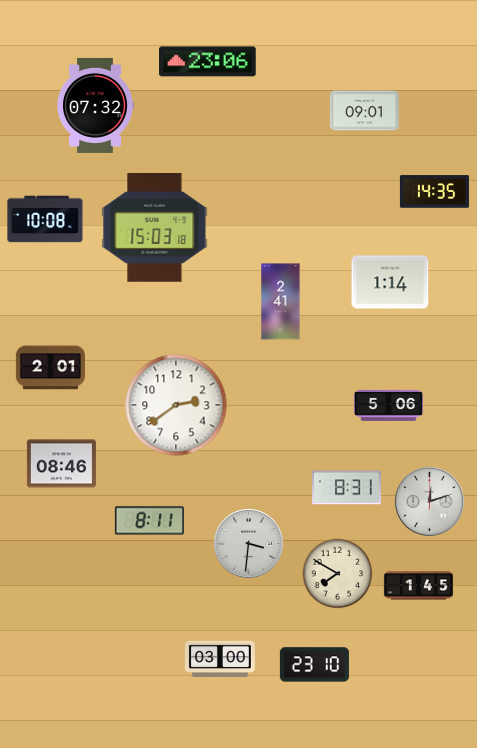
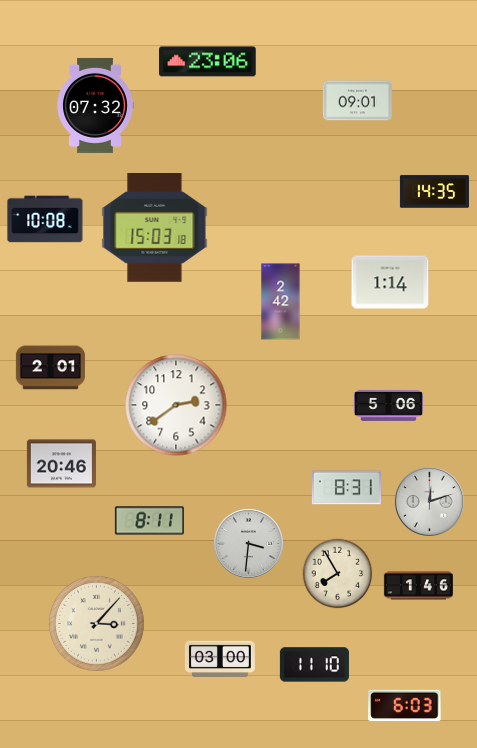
clock at (364, 111) position: (364, 111) -> (357, 101)
clock at (281, 302): 2:41 -> 2:42
clock at (61, 464): 08:46 -> 20:46
clock at (338, 574): 7:50 -> 7:55
clock at (418, 586): 1:45 -> 1:46
clock at (96, 623): none -> 3:07
clock at (314, 665): 23:10 -> 11:10
clock at (405, 706): none -> 6:03
